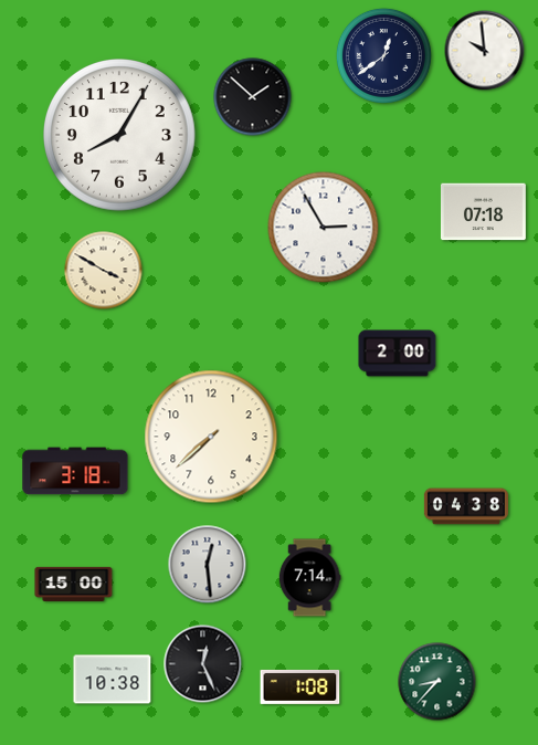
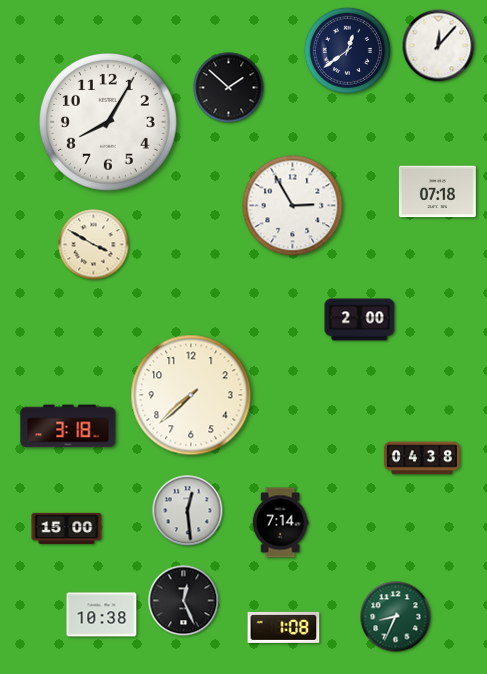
clock at (485, 51): 9:59 -> 12:07
clock at (437, 682): 8:37 -> 8:34
clock at (300, 686) position: (300, 686) -> (284, 627)
